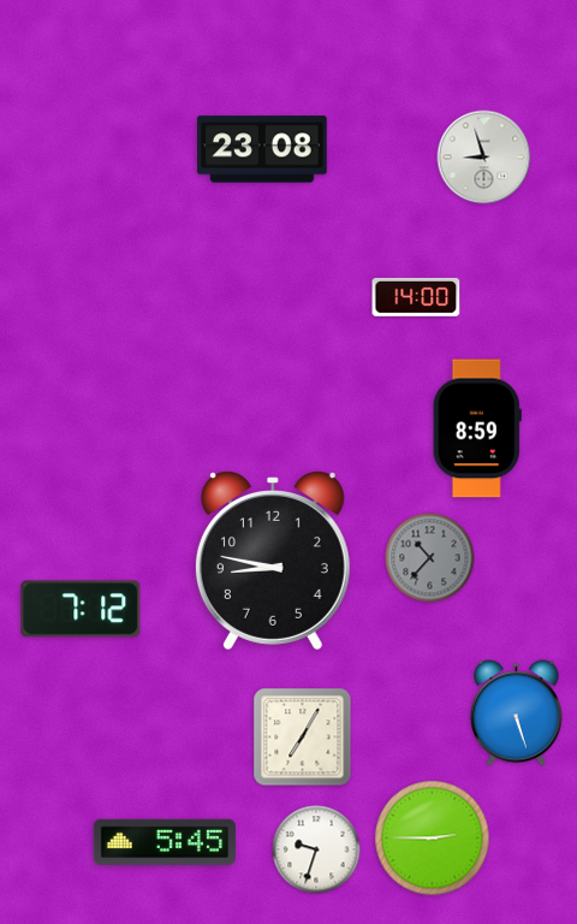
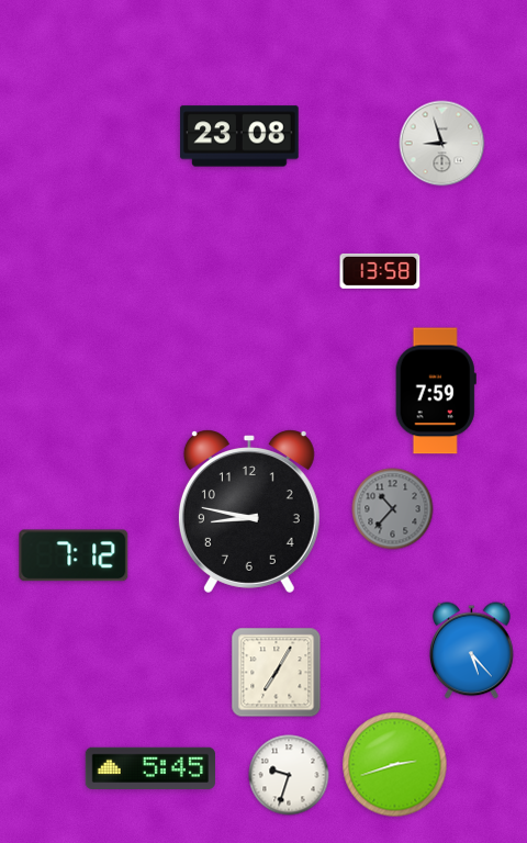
clock at (416, 297): 14:00 -> 13:58
clock at (477, 428): 8:59 -> 7:59
clock at (517, 713): 5:27 -> 5:23
clock at (433, 839): 2:45 -> 2:42
